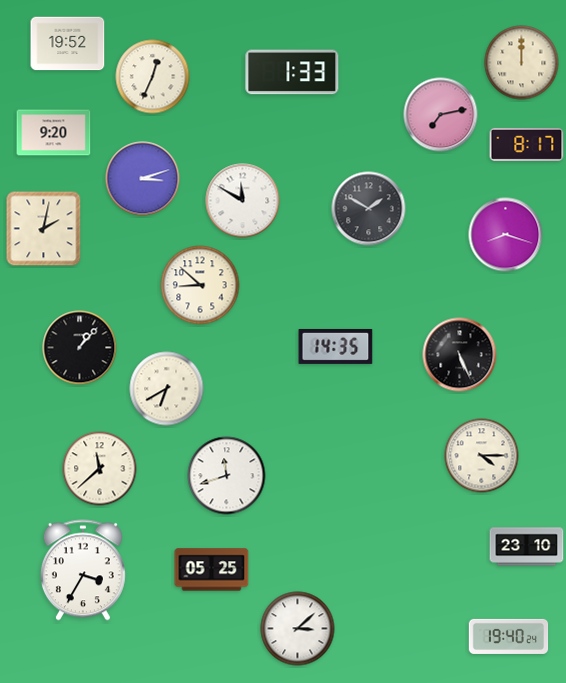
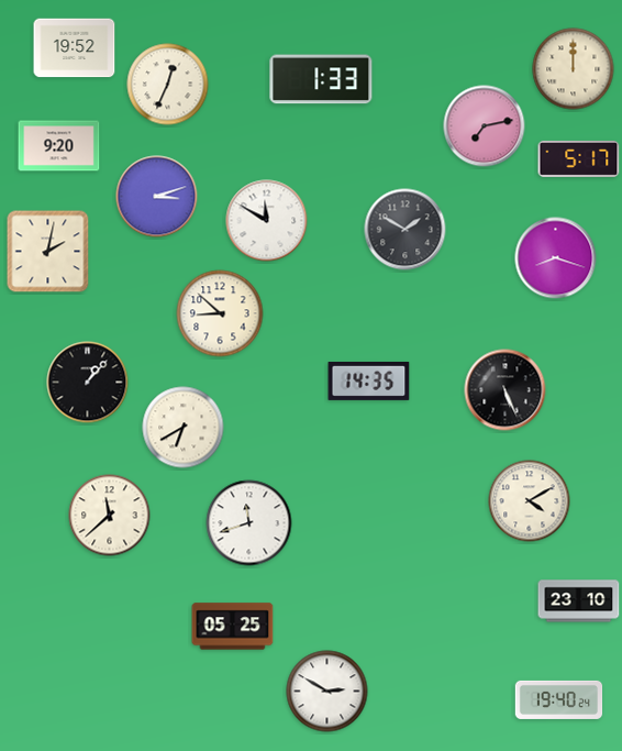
clock at (527, 144): 8:17 -> 5:17
clock at (482, 456): 4:15 -> 4:10
clock at (83, 570): 3:35 -> none
clock at (298, 629): 3:08 -> 2:50
